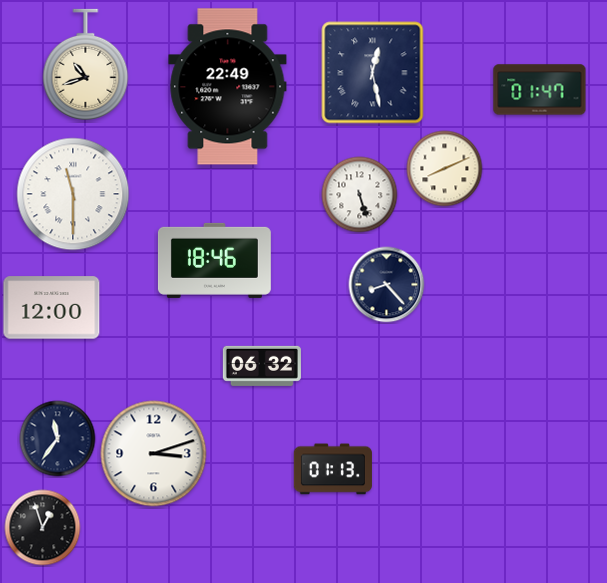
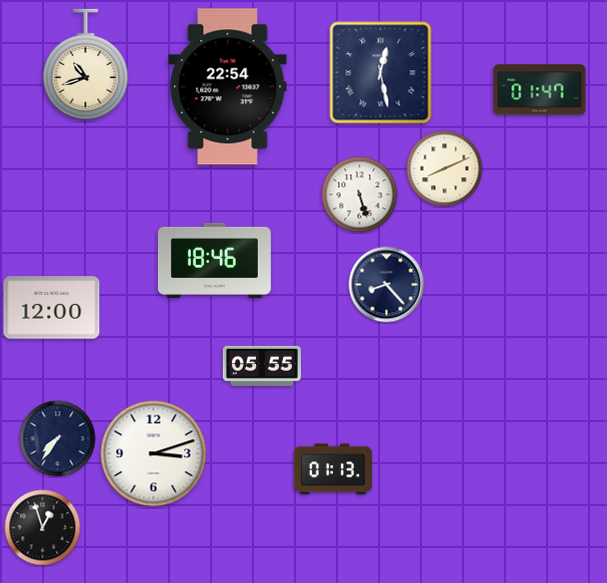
clock at (373, 73) position: (373, 73) -> (381, 73)
clock at (228, 87): 22:49 -> 22:54
clock at (73, 194): 11:30 -> none
clock at (262, 366): 06:32 -> 05:55
clock at (58, 439): 11:36 -> 7:36
